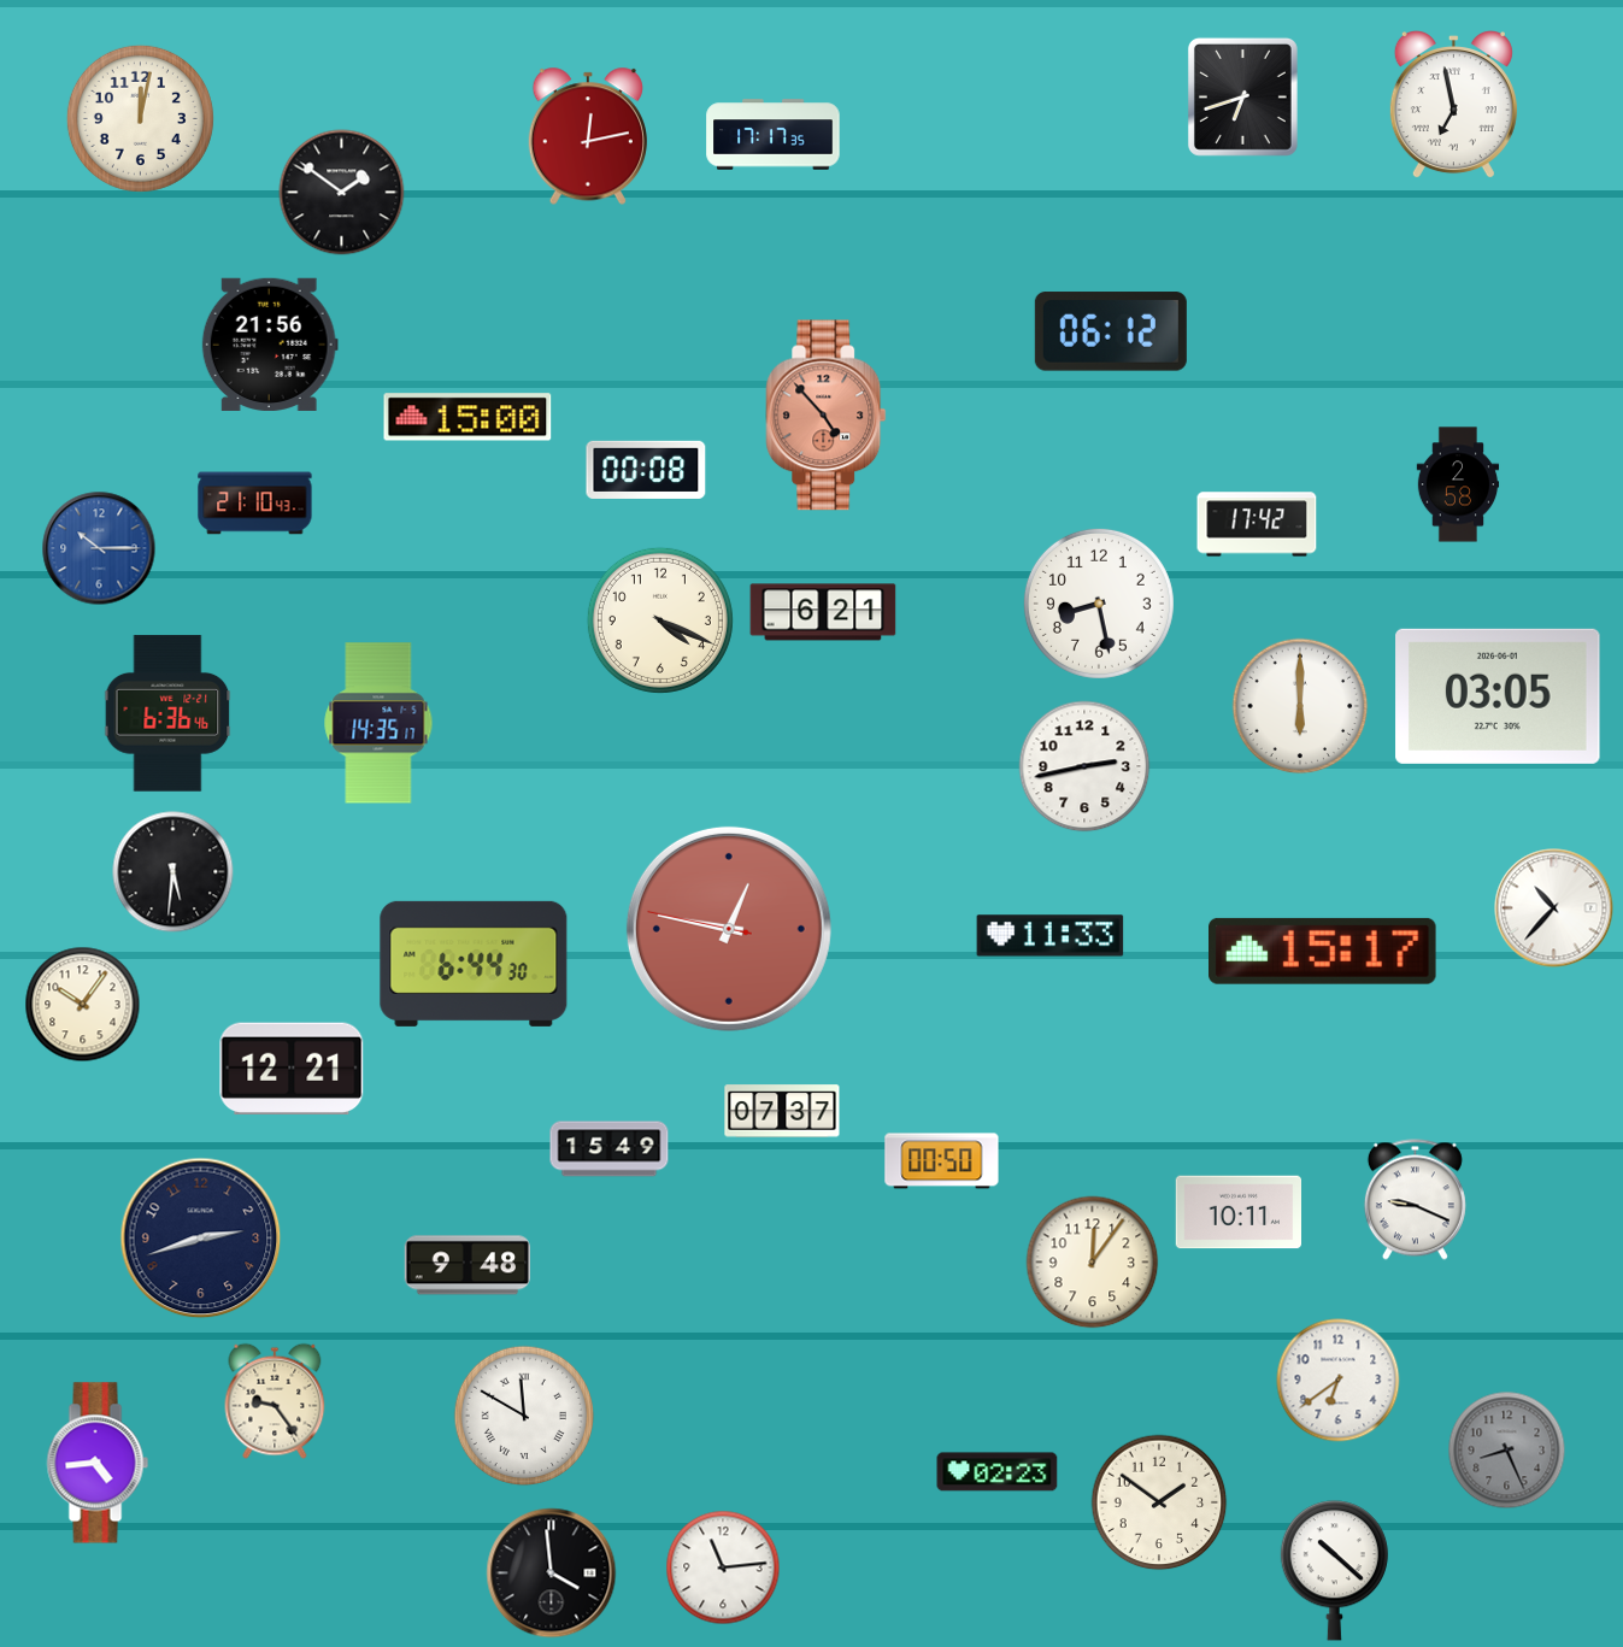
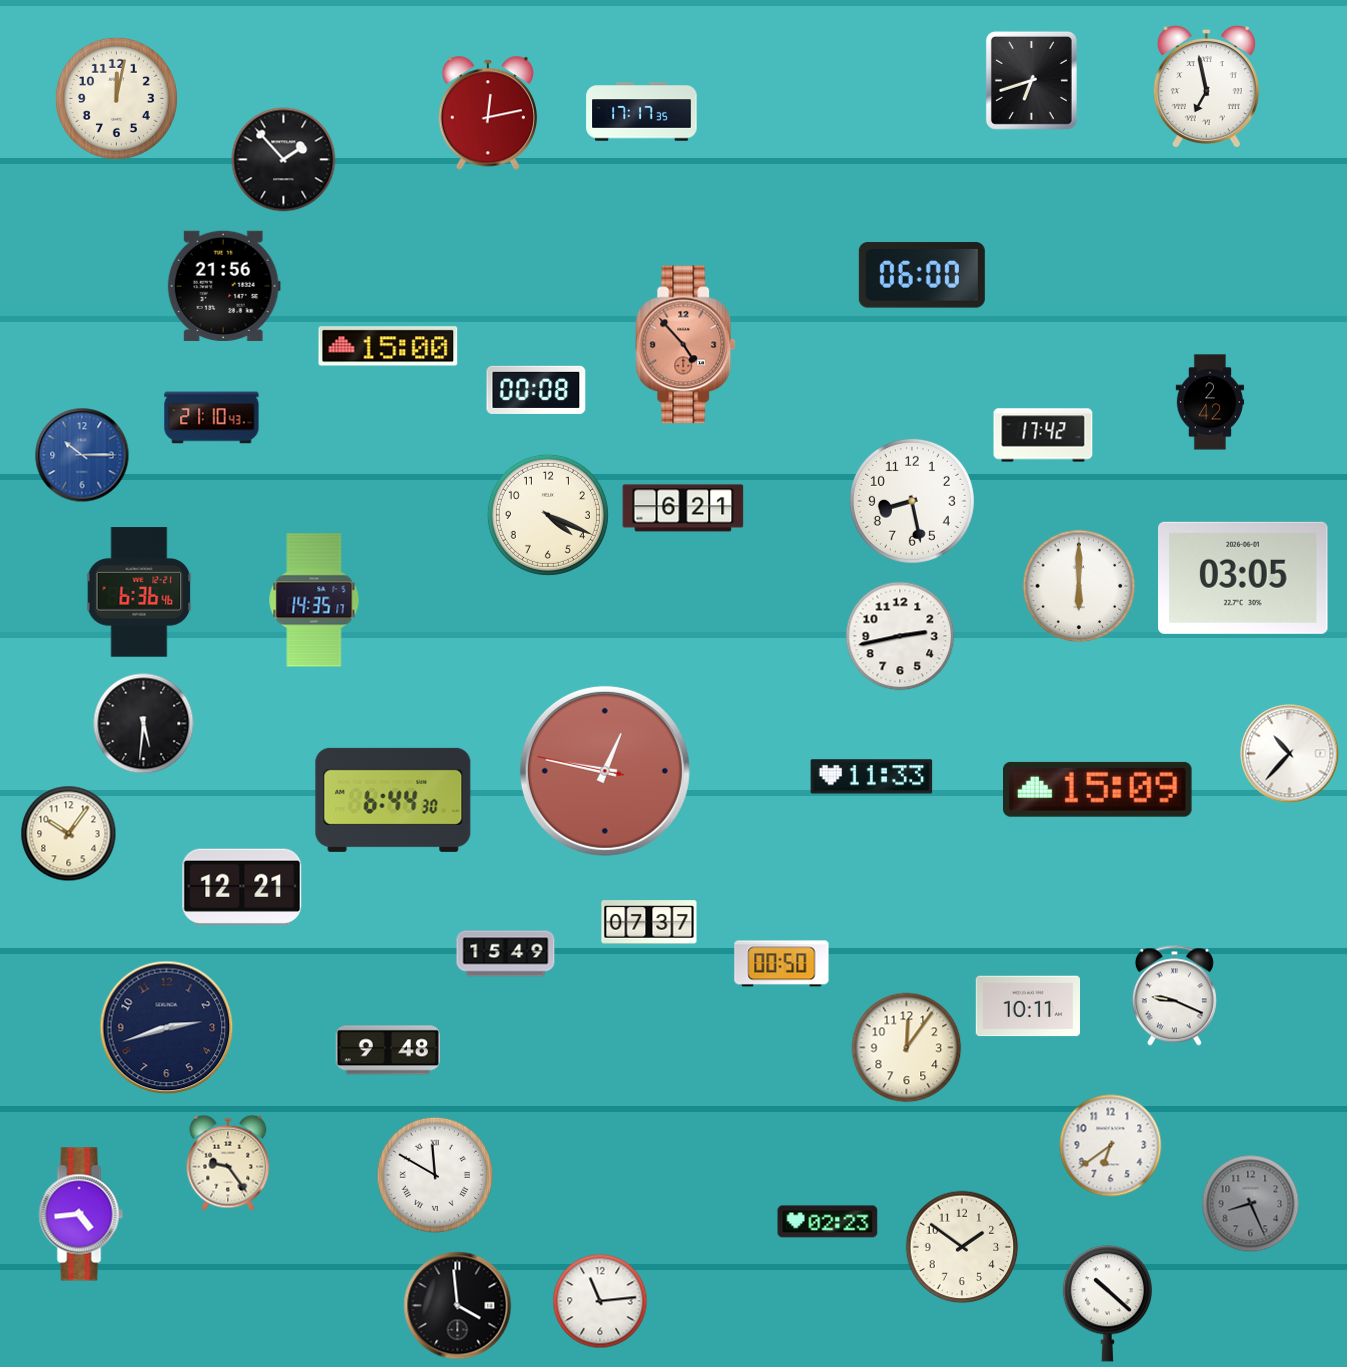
clock at (342, 193): 1:51 -> 1:53
clock at (1111, 331): 06:12 -> 06:00
clock at (1458, 484): 2:58 -> 2:42
clock at (1323, 951): 15:17 -> 15:09
